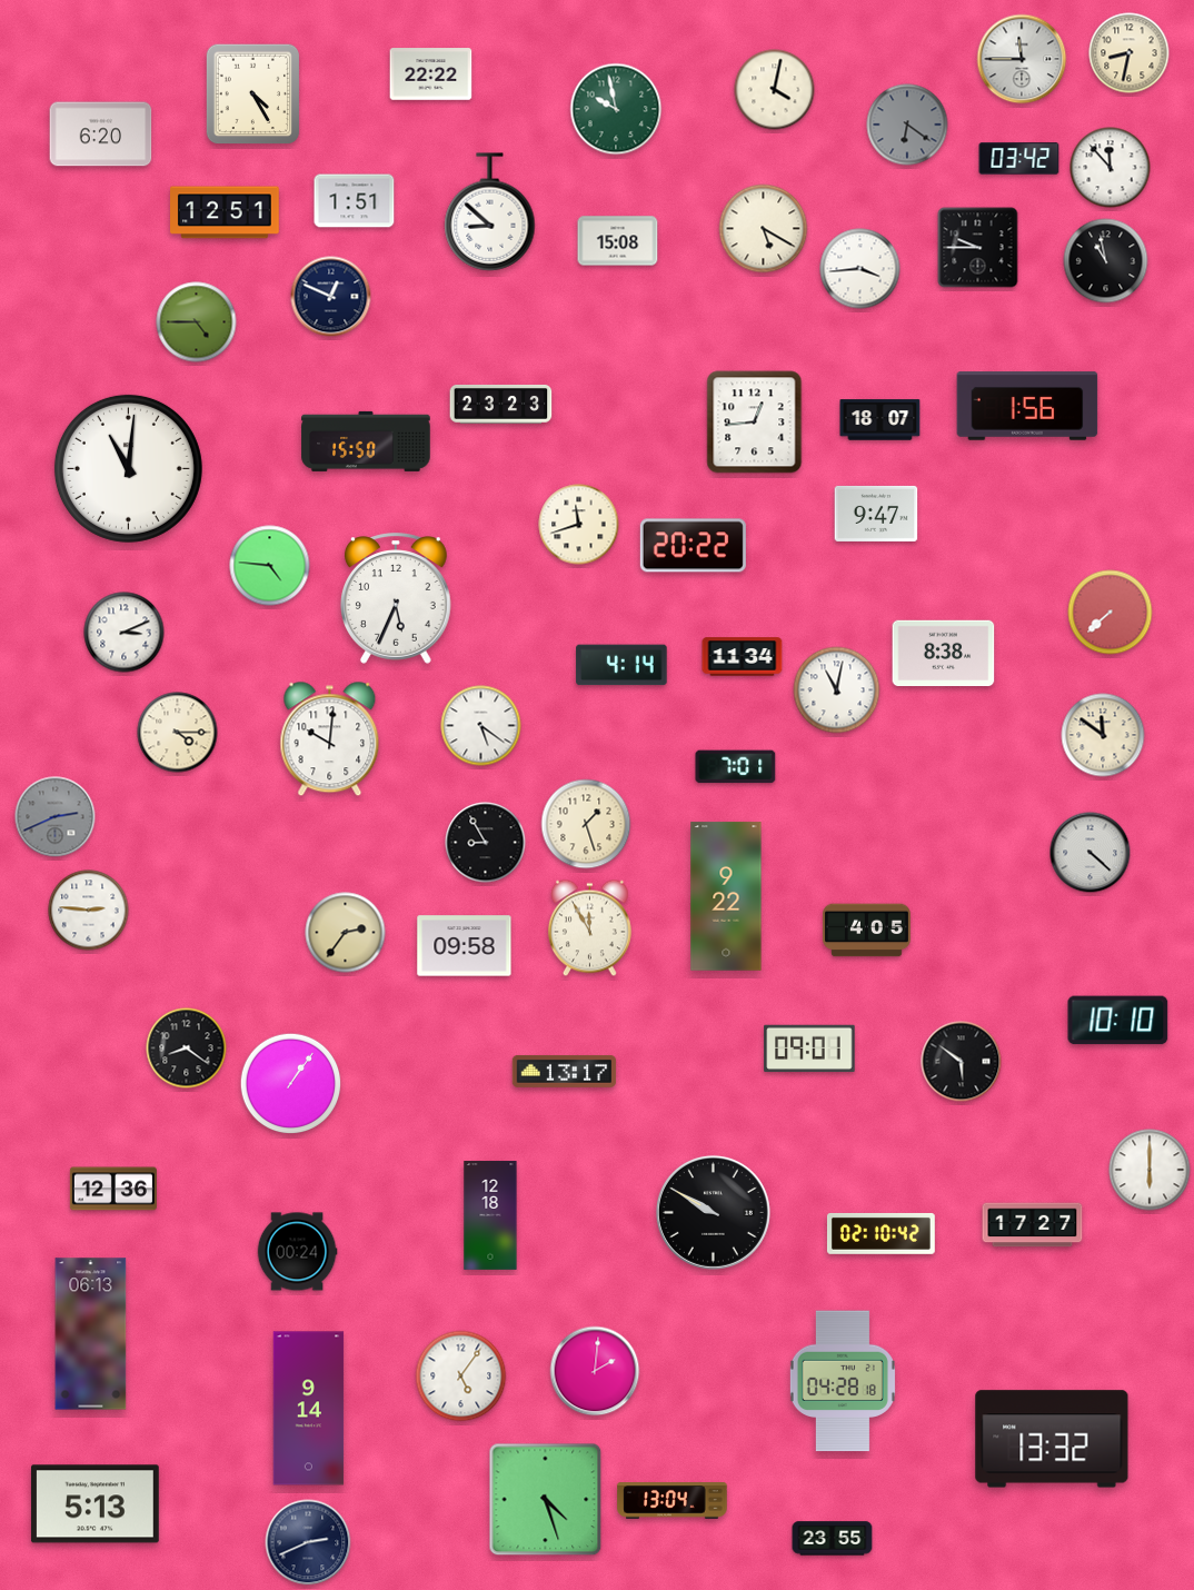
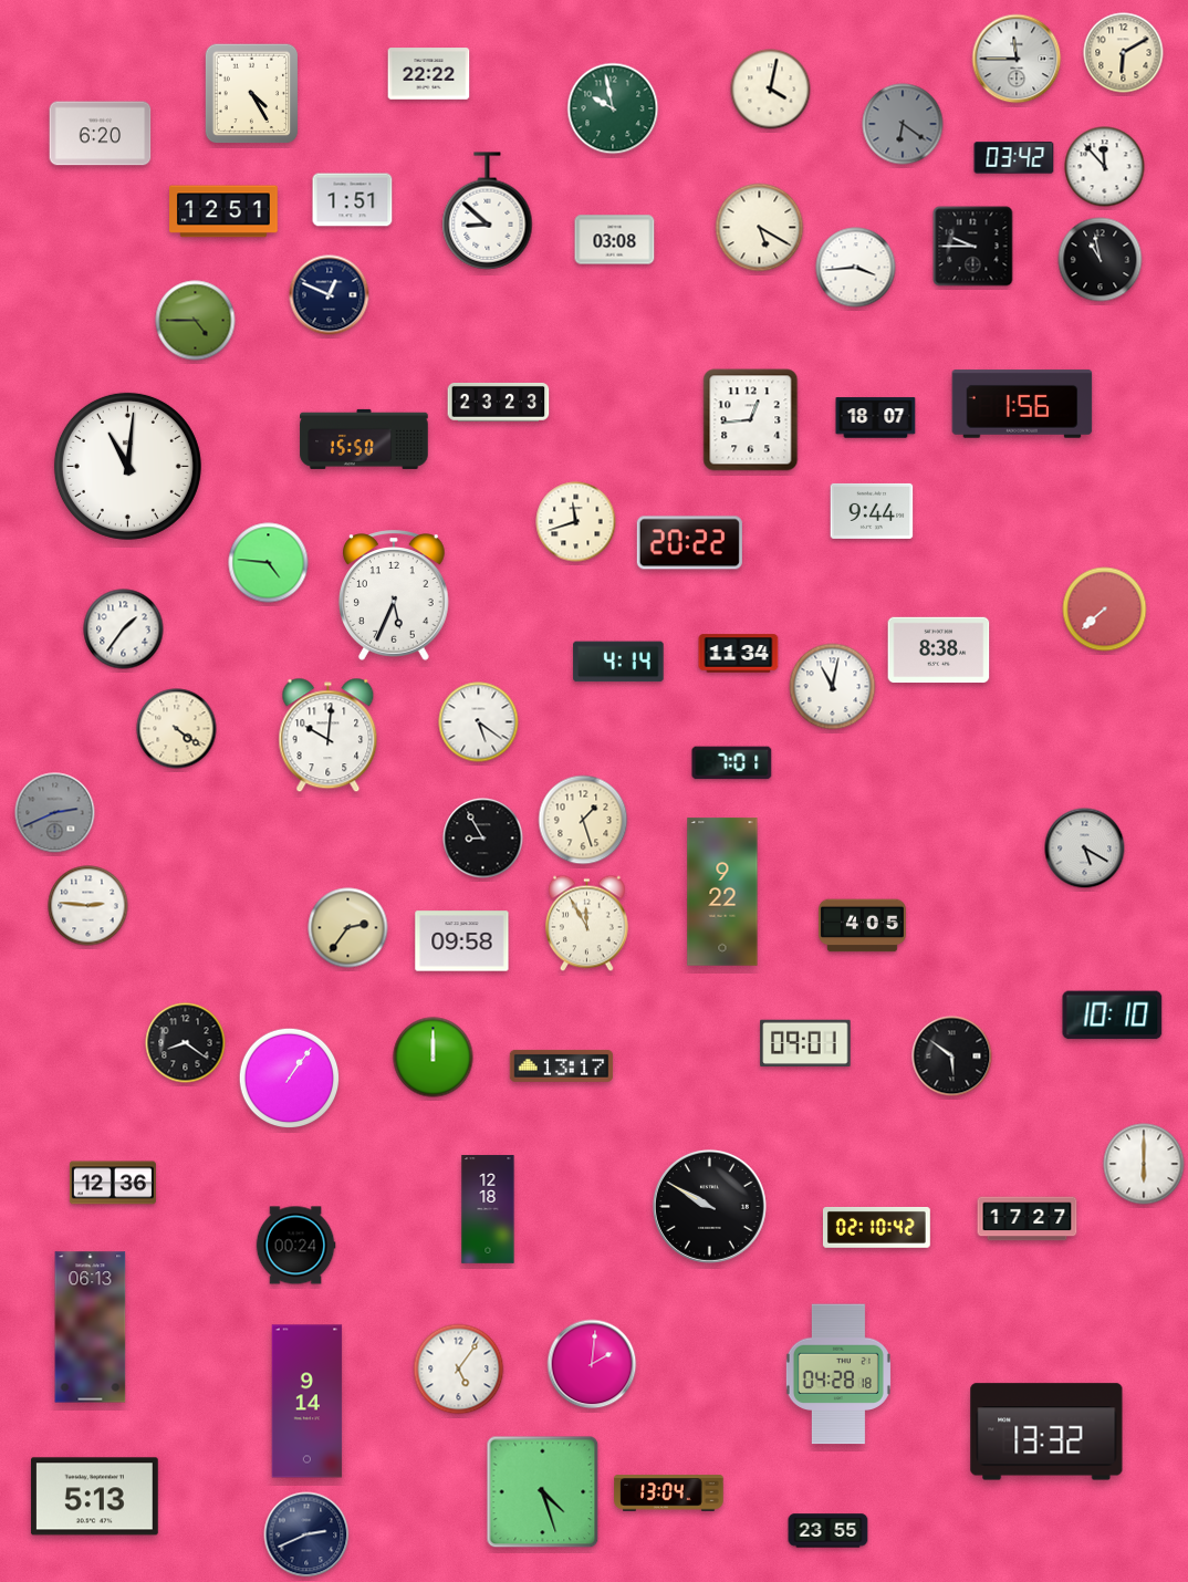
clock at (1130, 53): 8:32 -> 6:10
clock at (618, 241): 15:08 -> 03:08
clock at (876, 514): 9:47 -> 9:44
clock at (125, 633): 3:11 -> 1:36
clock at (178, 733): 4:15 -> 4:21
clock at (1103, 735): 11:51 -> none
clock at (1091, 853): 4:22 -> 5:20
clock at (346, 933) position: (346, 933) -> (348, 928)
clock at (962, 1062) position: (962, 1062) -> (952, 1057)
clock at (434, 1058): none -> 12:00
